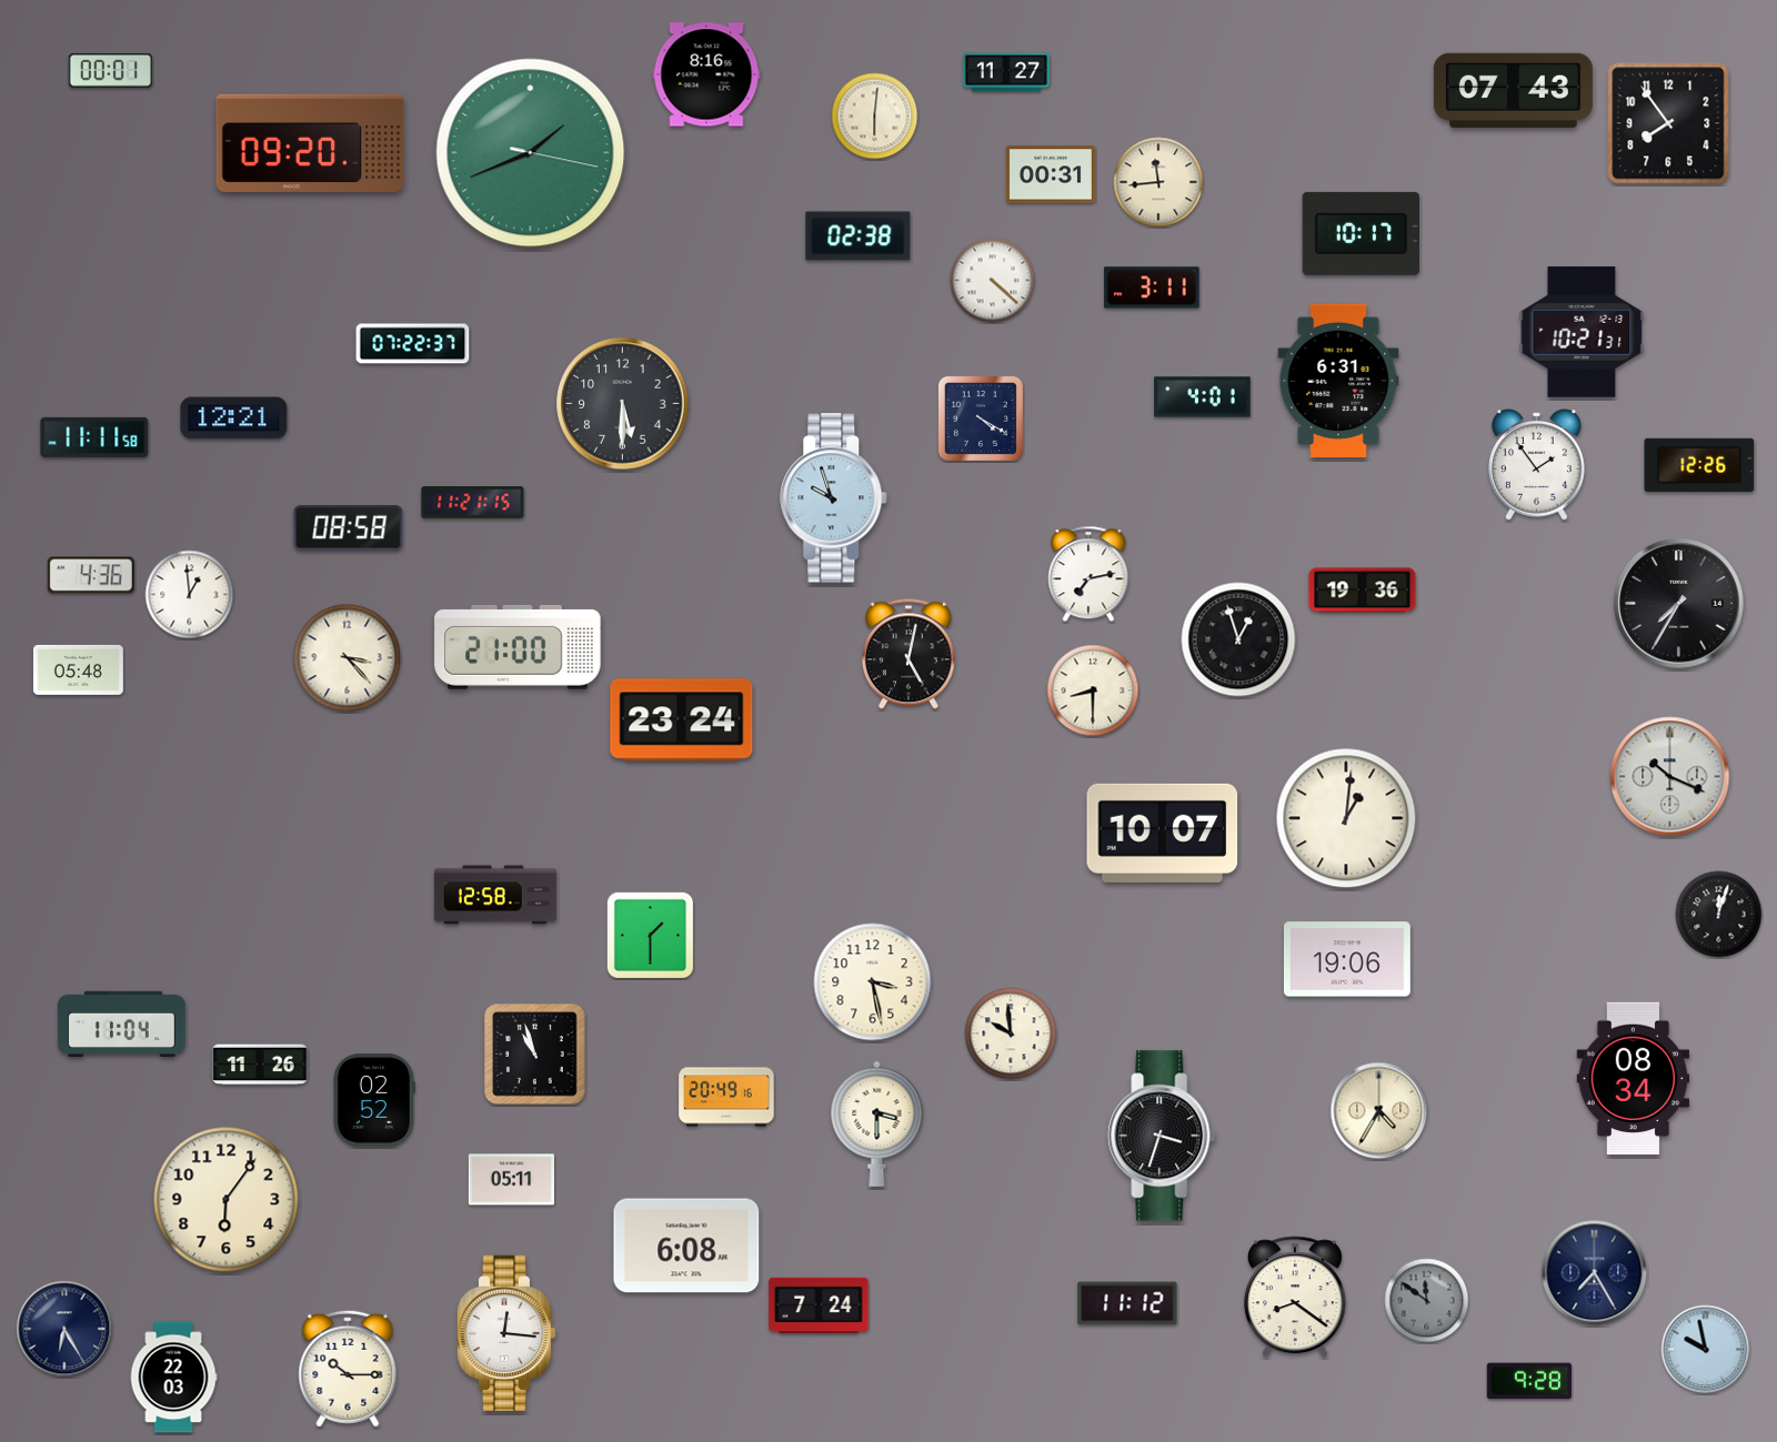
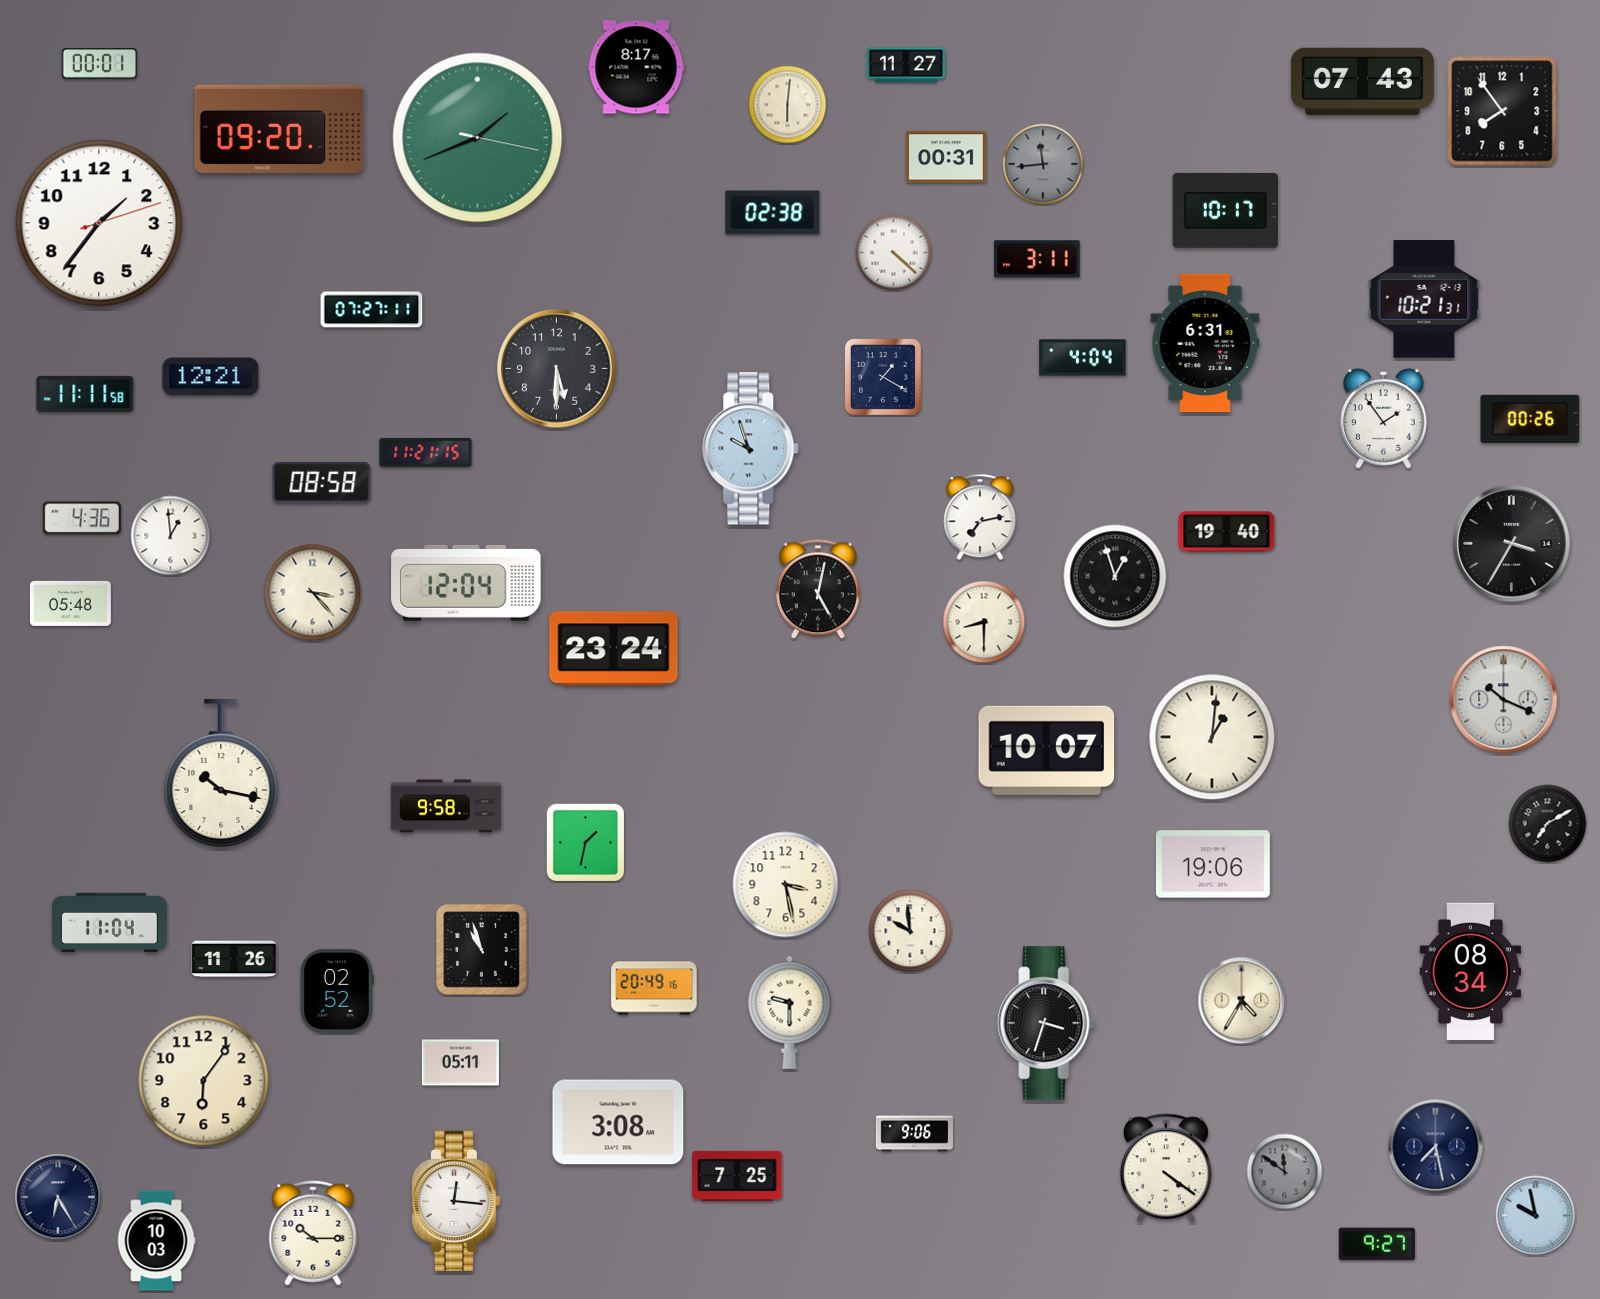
clock at (706, 74): 8:16 -> 8:17
clock at (1158, 182) dial: cream -> grey
clock at (99, 223): none -> 1:36
clock at (413, 344): 07:22 -> 07:27
clock at (1203, 397): 4:01 -> 4:04
clock at (623, 404) position: (623, 404) -> (557, 369)
clock at (981, 419): 4:20 -> 1:20
clock at (1699, 465): 12:26 -> 00:26
clock at (349, 528) position: (349, 528) -> (322, 483)
clock at (1363, 591): 19:36 -> 19:40
clock at (1679, 604): 7:35 -> 3:35
clock at (518, 647): 21:00 -> 12:04
clock at (221, 774): none -> 10:17
clock at (495, 895): 12:58 -> 9:58
clock at (1719, 915): 12:03 -> 7:10
clock at (650, 935): 1:30 -> 1:32
clock at (877, 1123): 3:30 -> 9:30
clock at (686, 1246): 6:08 -> 3:08
clock at (914, 1133): none -> 9:06
clock at (1595, 1273): 7:25 -> 7:28
clock at (1295, 1297): 8:21 -> 4:21
clock at (1127, 1303): 11:12 -> none
clock at (819, 1305): 7:24 -> 7:25
clock at (173, 1378): 22:03 -> 10:03
clock at (1529, 1381): 9:28 -> 9:27
